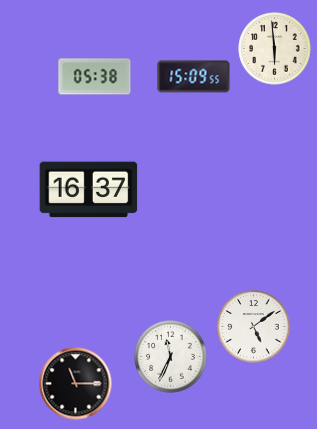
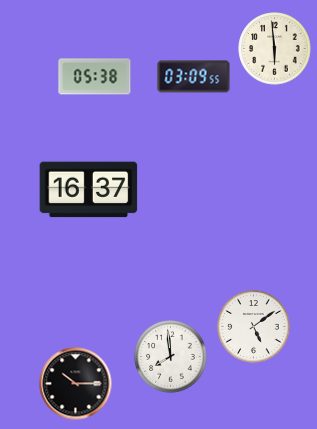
clock at (194, 77): 15:09 -> 03:09
clock at (171, 357): 11:34 -> 7:59
clock at (76, 384): 11:15 -> 10:15
